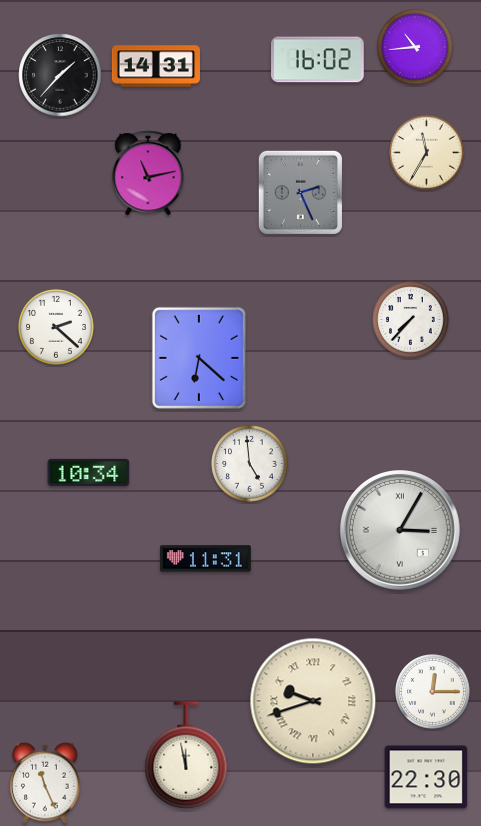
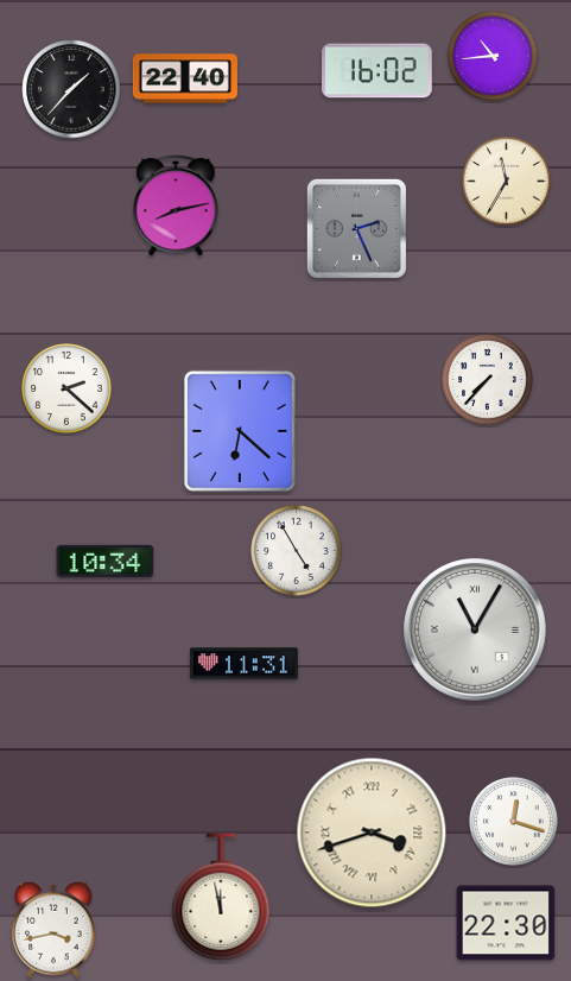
clock at (156, 66): 14:31 -> 22:40
clock at (148, 173): 11:13 -> 8:13
clock at (199, 358) position: (199, 358) -> (240, 431)
clock at (250, 464): 4:59 -> 4:55
clock at (401, 531): 3:05 -> 11:05
clock at (433, 692): 12:15 -> 12:18
clock at (313, 701): 9:42 -> 3:42
clock at (45, 783): 11:26 -> 3:43
